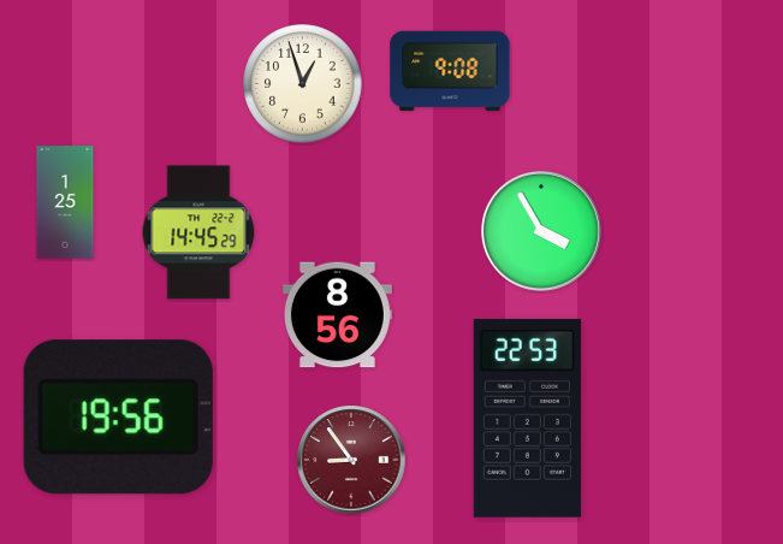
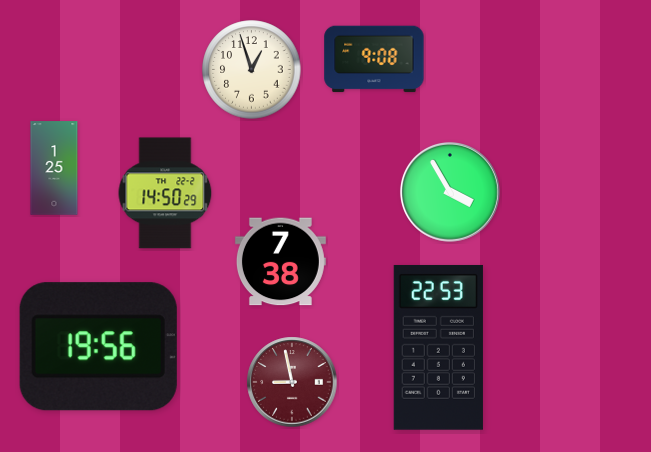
clock at (198, 232): 14:45 -> 14:50
clock at (337, 315): 8:56 -> 7:38
clock at (351, 460): 8:54 -> 8:58
